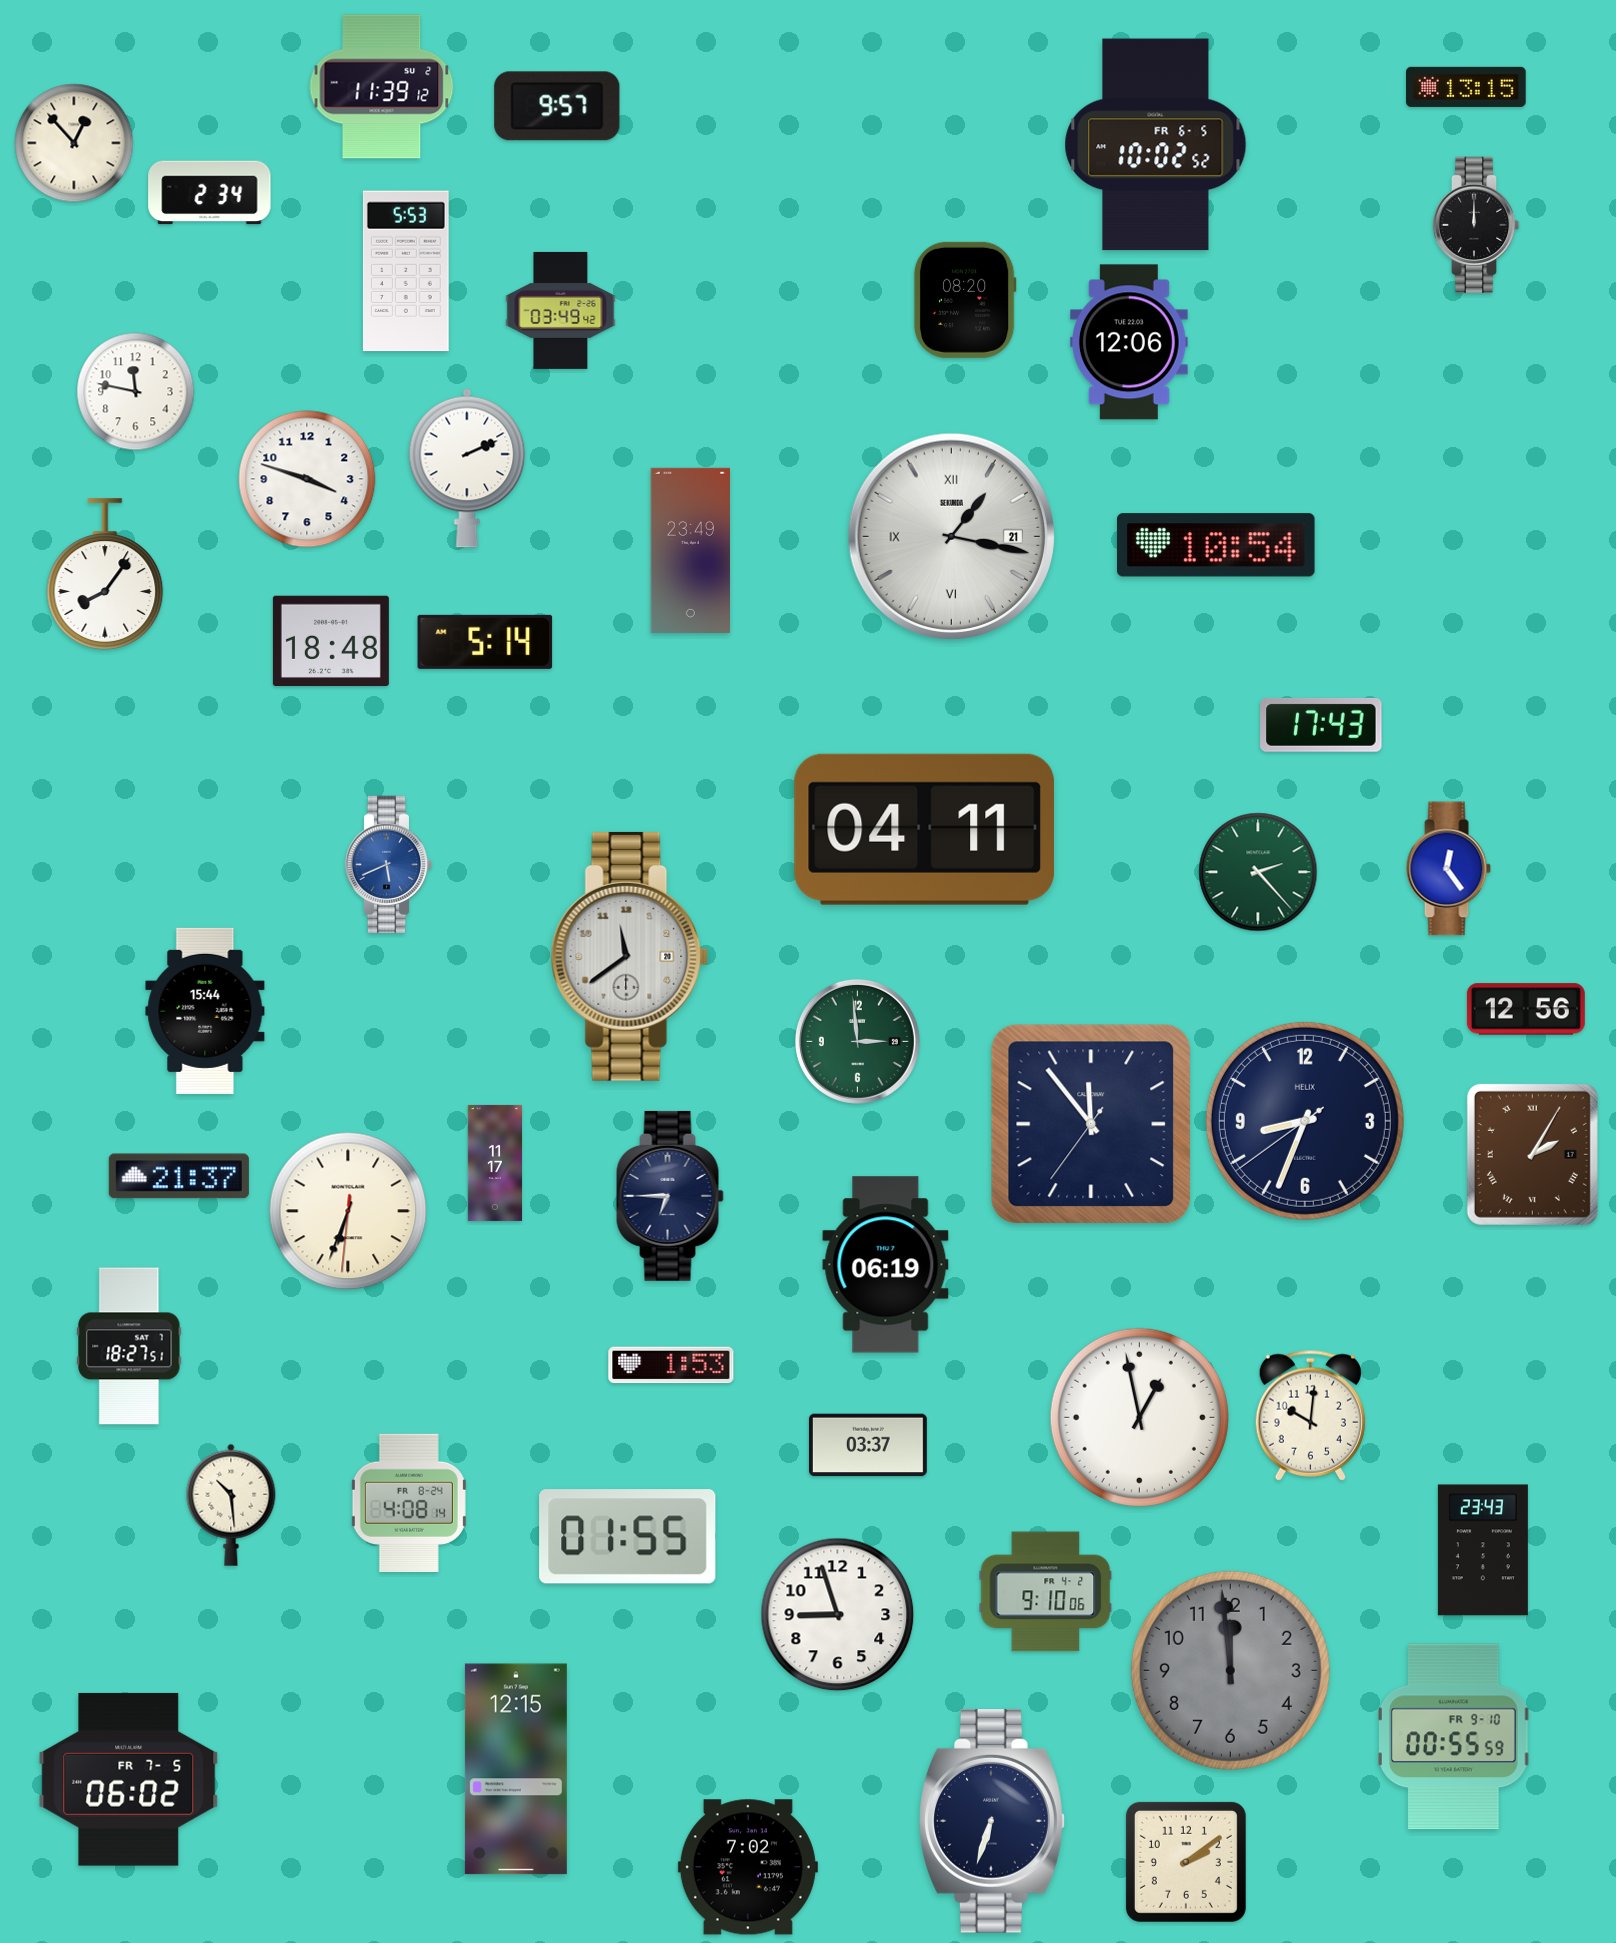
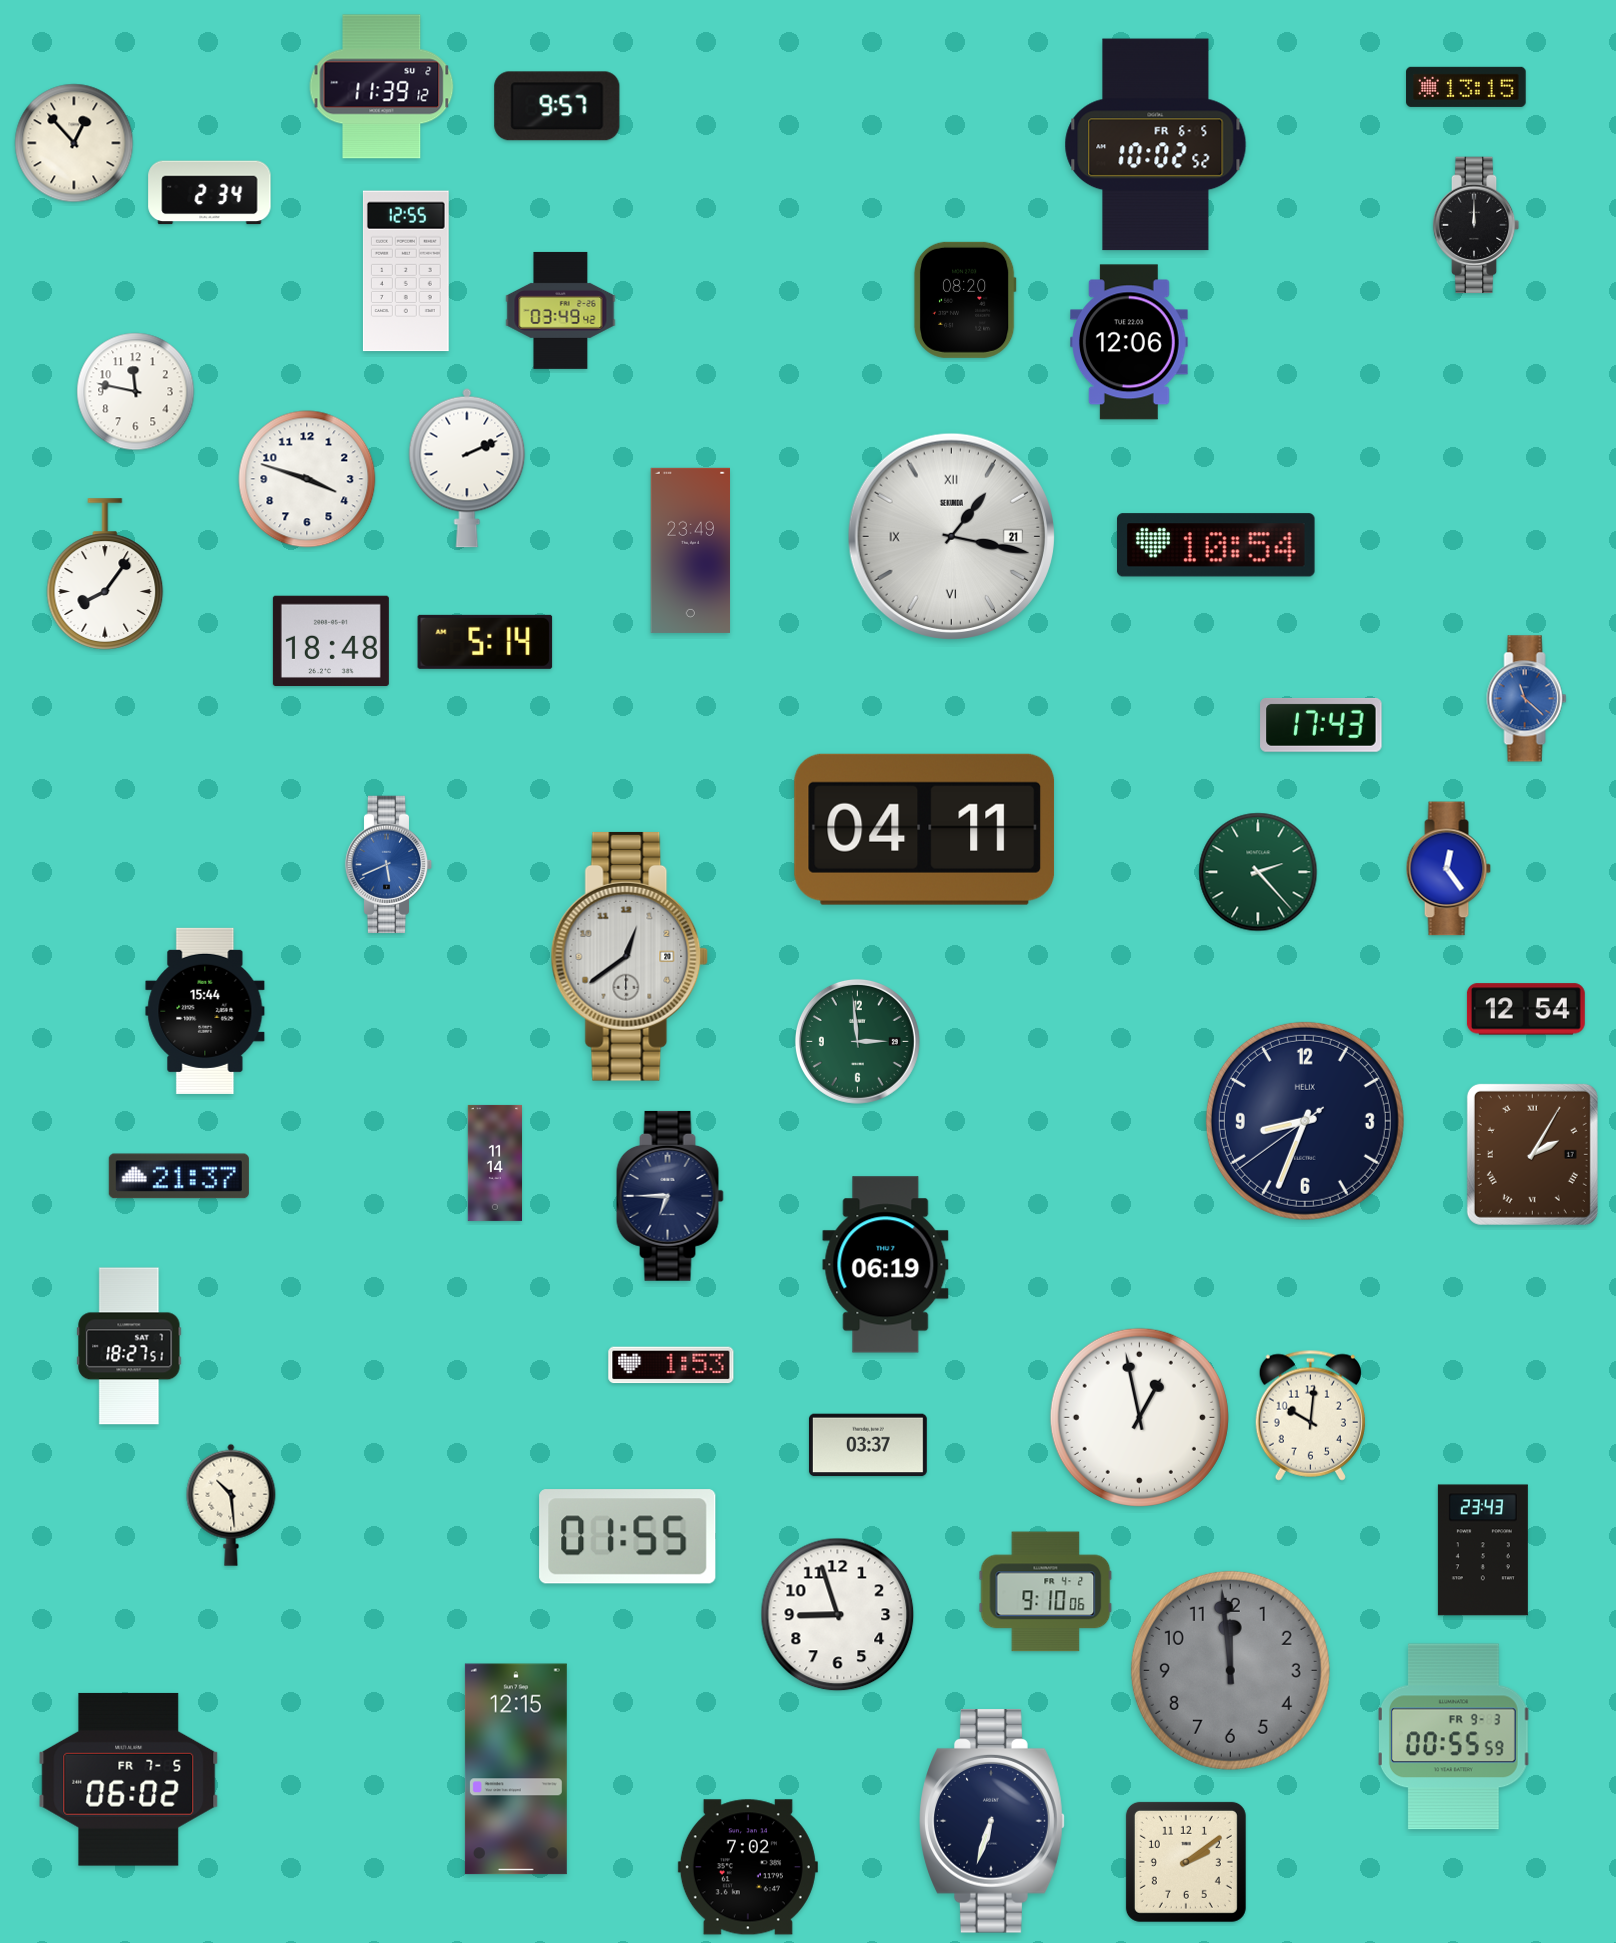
clock at (406, 271): 5:53 -> 12:55
clock at (1527, 699): none -> 11:22
clock at (630, 956): 11:39 -> 12:39
clock at (1526, 1009): 12:56 -> 12:54
clock at (1091, 1124): 11:53 -> none
clock at (494, 1163): 11:17 -> 11:14
clock at (348, 1211): 6:33 -> none
clock at (409, 1503): 4:08 -> none
clock at (1453, 1737) date: FR 9-10 -> FR 9-3
